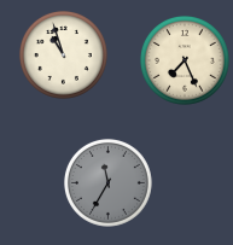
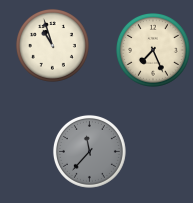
clock at (107, 182): 11:35 -> 11:37
